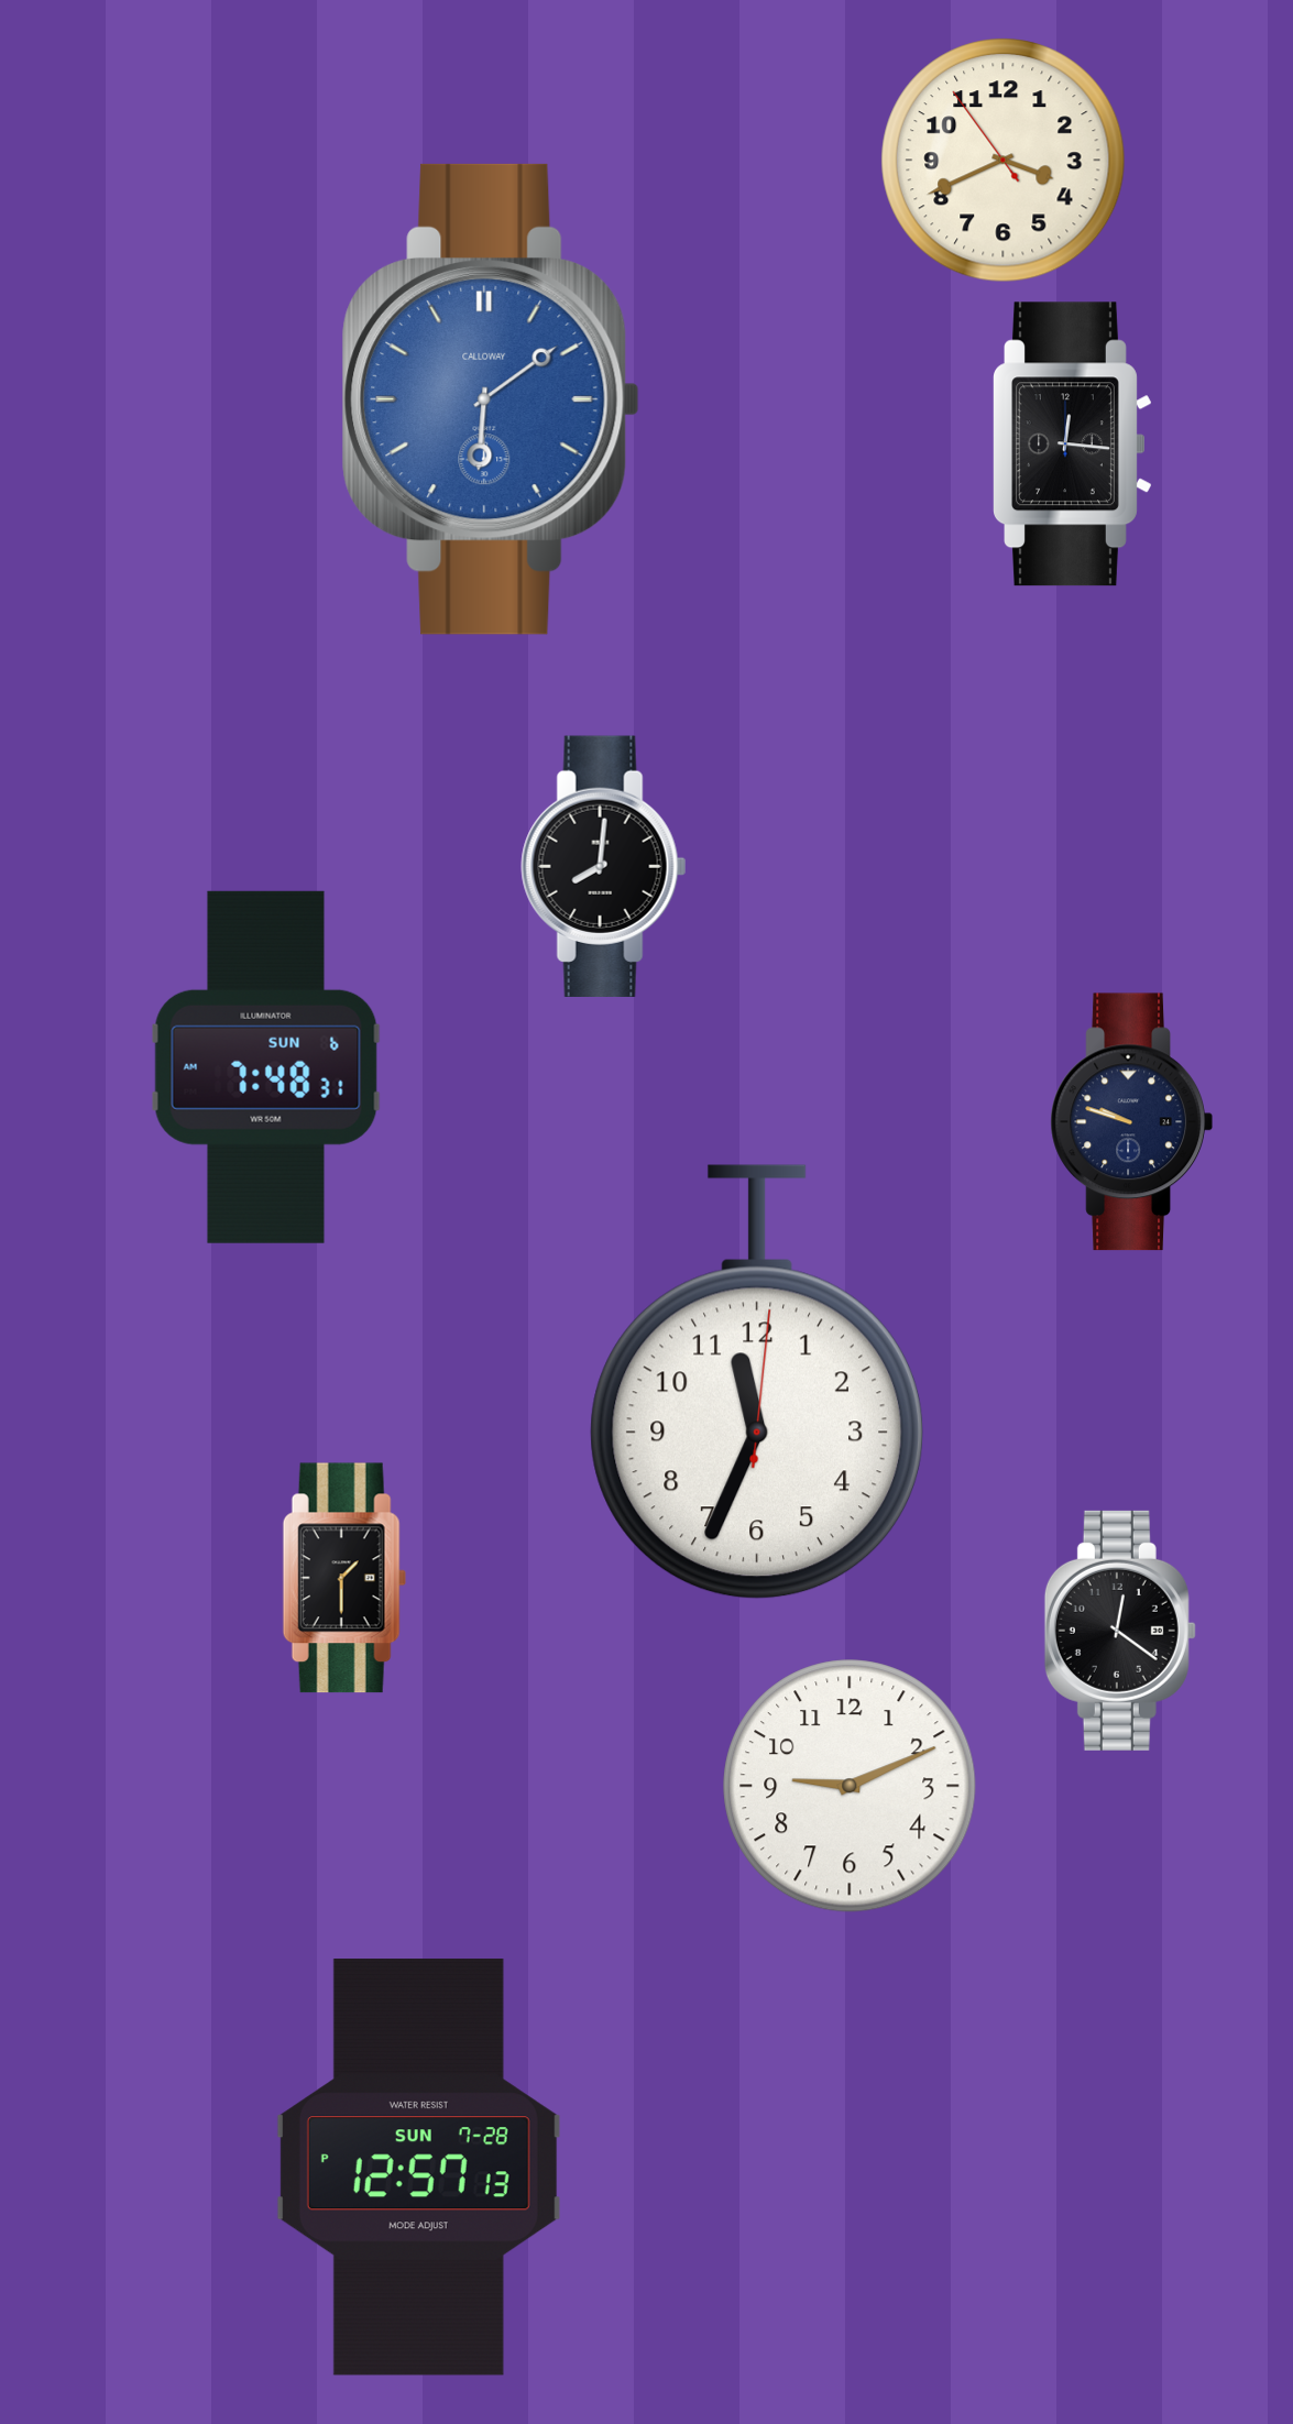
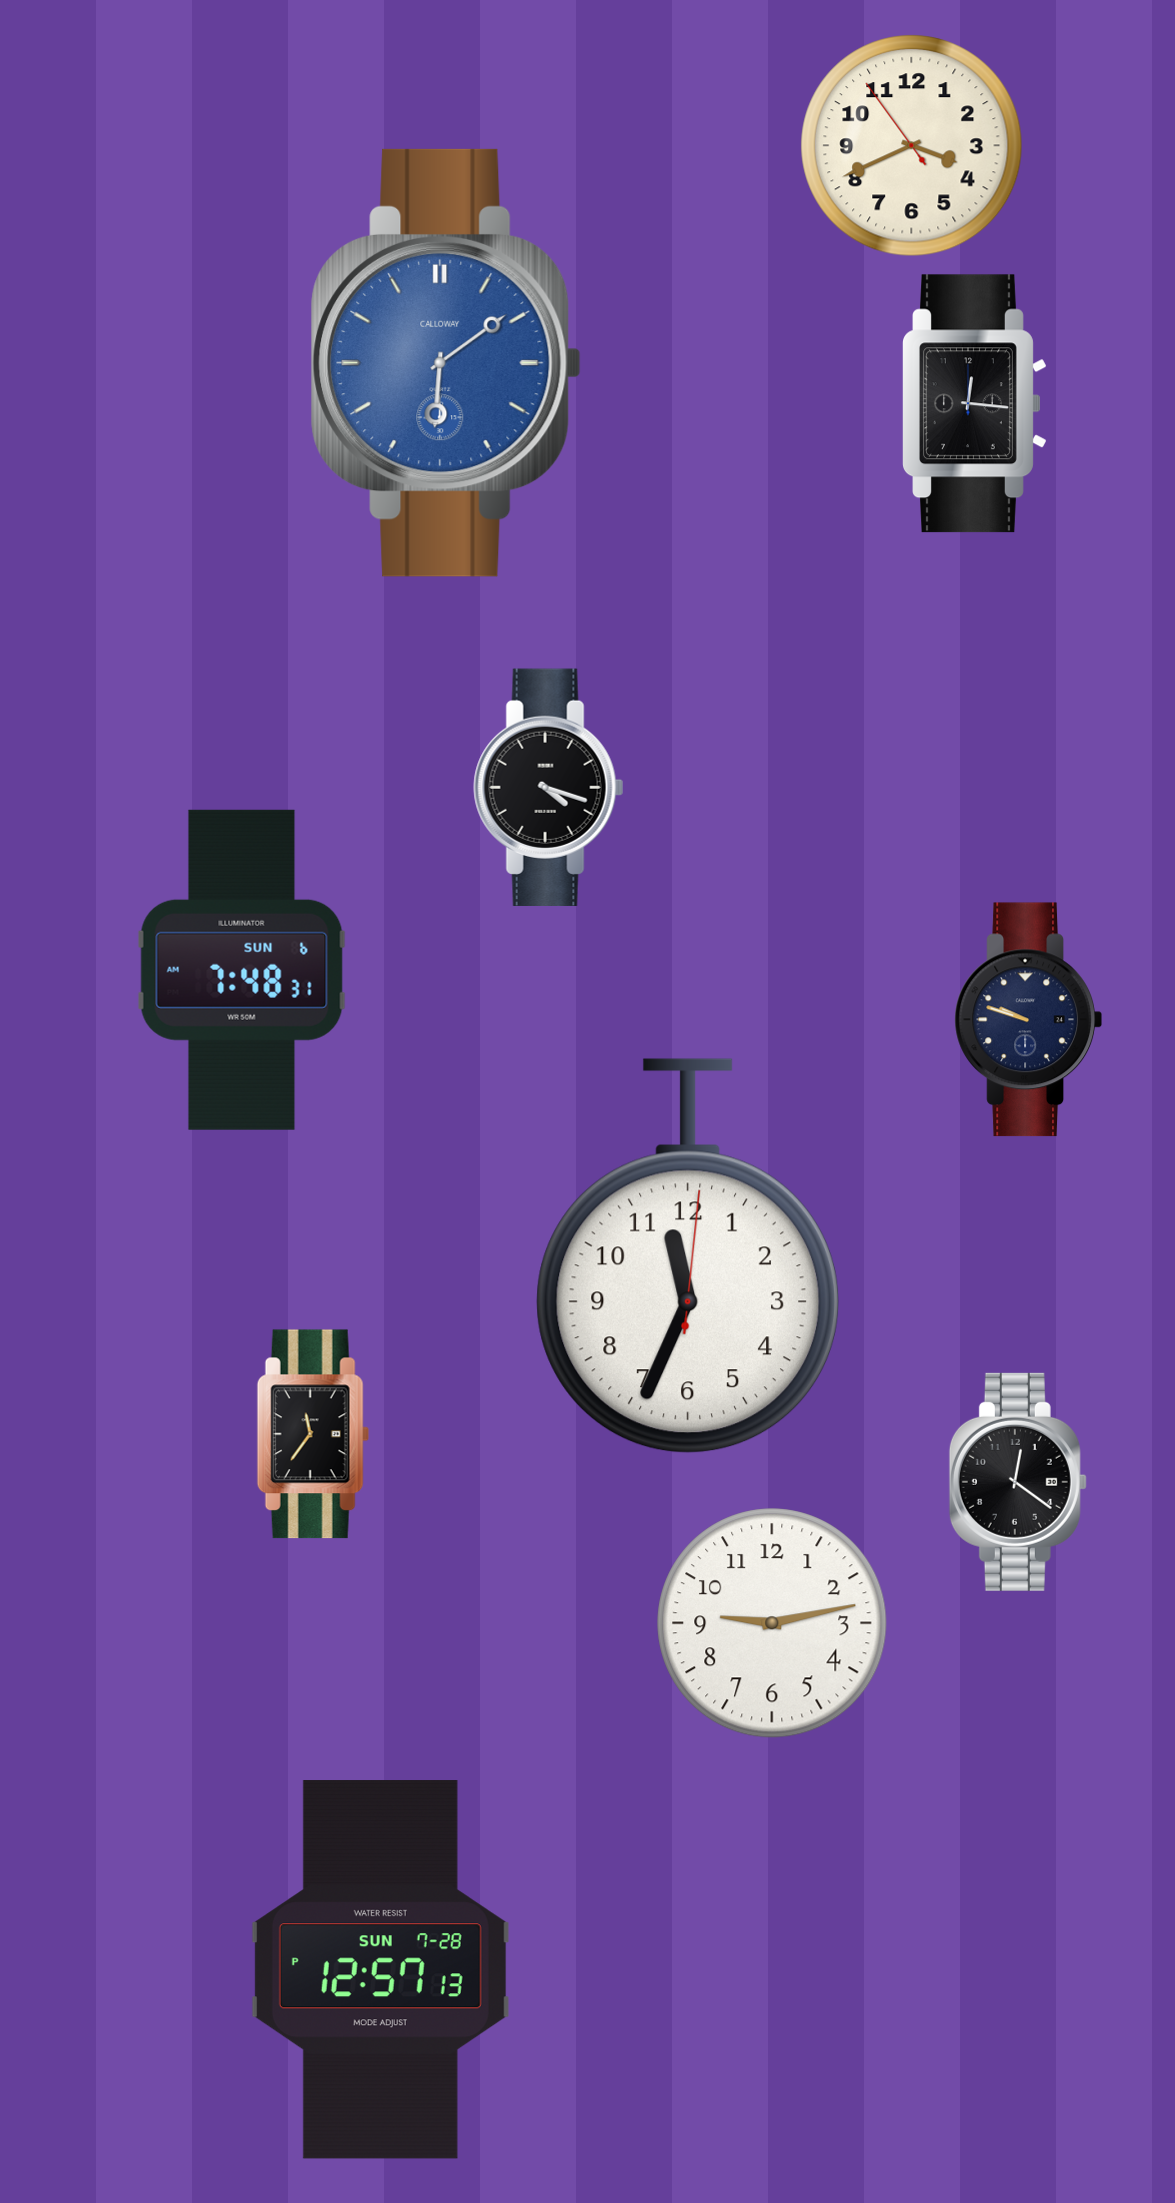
clock at (604, 866): 8:01 -> 4:18
clock at (344, 1578): 1:30 -> 11:36
clock at (850, 1786): 9:11 -> 9:13
